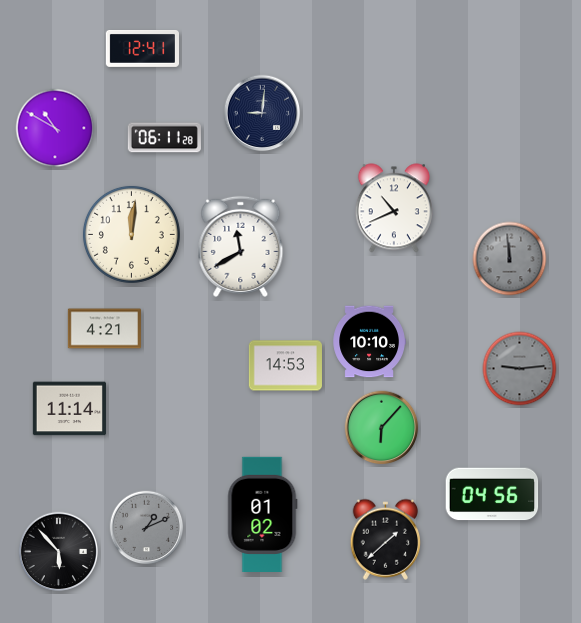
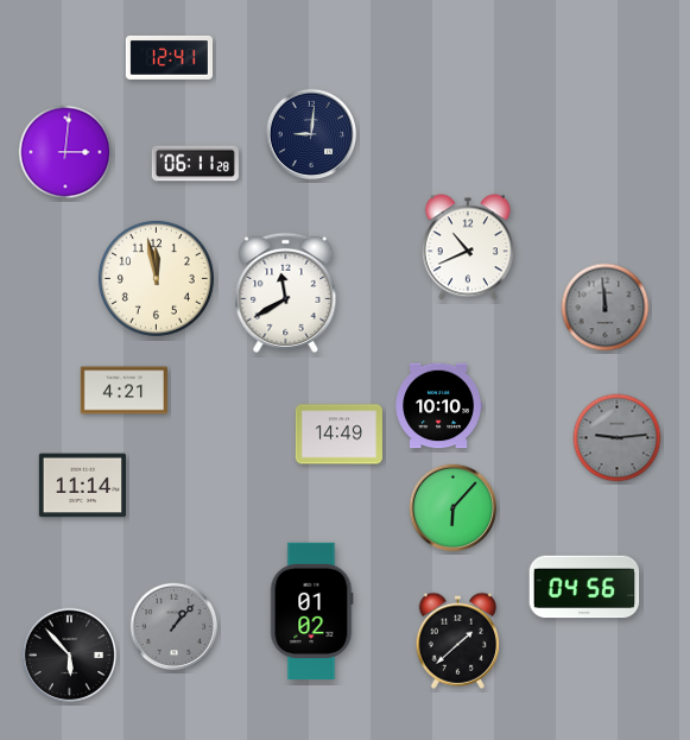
clock at (55, 128): 10:50 -> 3:01
clock at (131, 234): 12:01 -> 11:58
clock at (285, 366): 14:53 -> 14:49
clock at (147, 528): 1:11 -> 1:07
